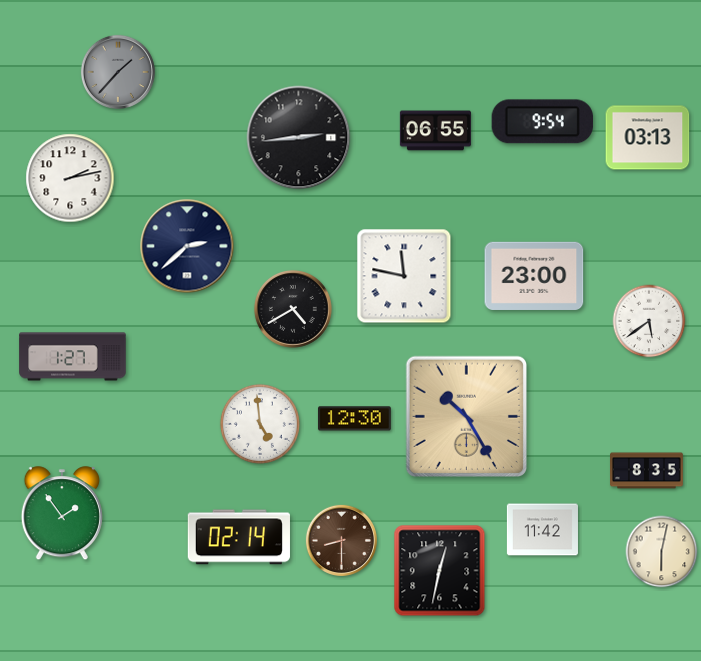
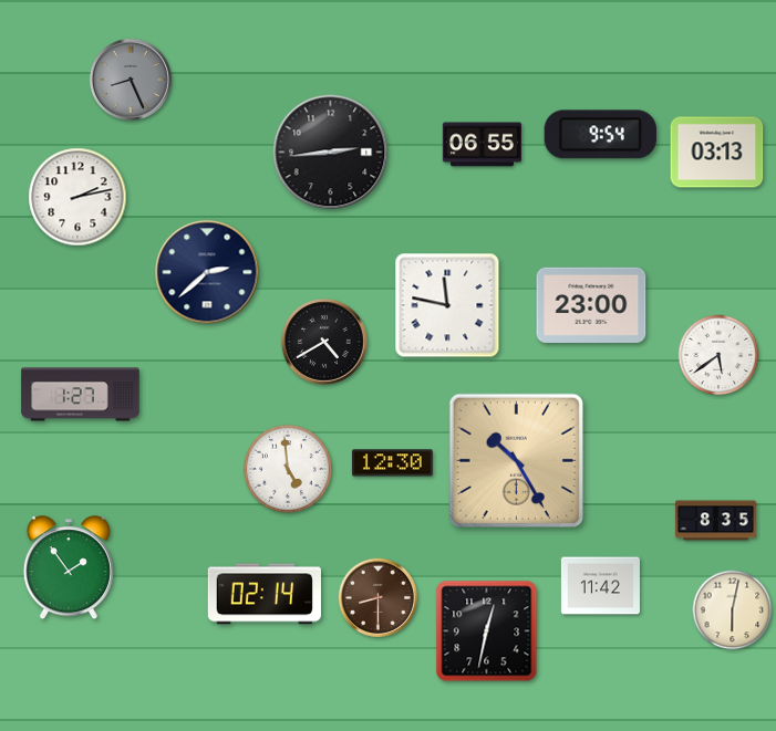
clock at (118, 72): 1:37 -> 8:26
